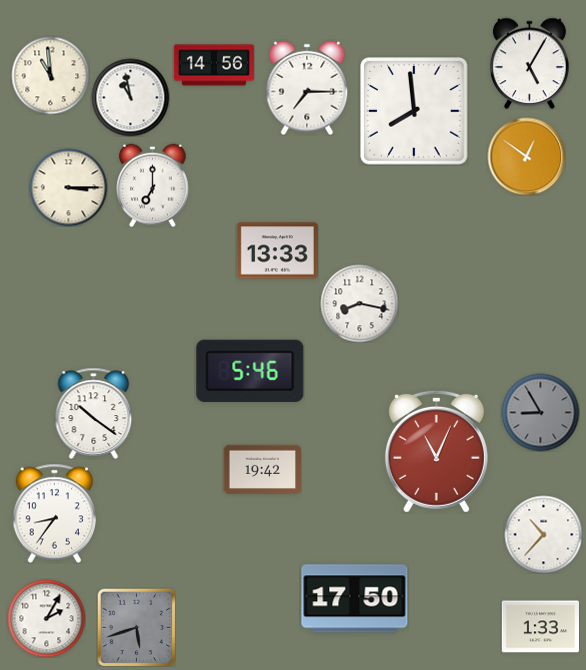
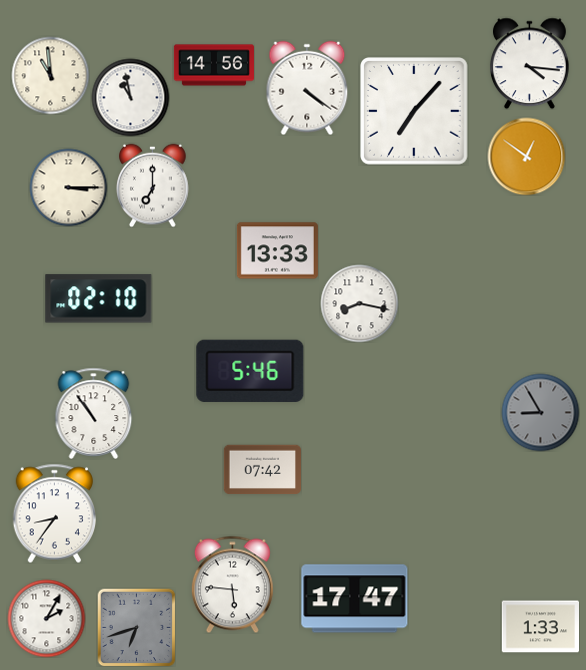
clock at (529, 63): 5:05 -> 4:16
clock at (307, 88): 7:15 -> 4:21
clock at (414, 111): 7:59 -> 7:07
clock at (99, 299): none -> 02:10
clock at (94, 413): 10:21 -> 10:54
clock at (436, 451): 11:04 -> none
clock at (262, 470): 19:42 -> 07:42
clock at (543, 534): 10:37 -> none
clock at (232, 584): none -> 5:46
clock at (355, 599): 17:50 -> 17:47
clock at (136, 627): 5:42 -> 6:42
